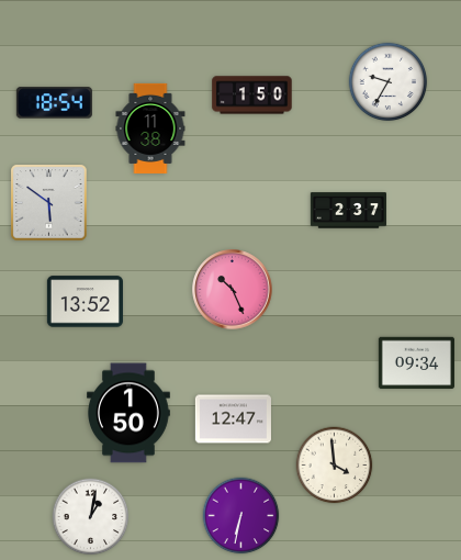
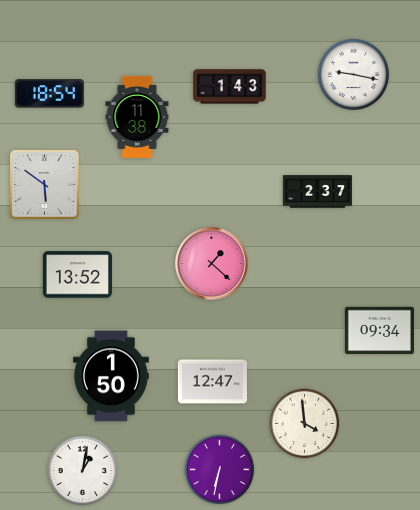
clock at (389, 82): 9:35 -> 9:17
clock at (252, 96): 1:50 -> 1:43
clock at (233, 290): 10:26 -> 1:22
clock at (130, 413) position: (130, 413) -> (112, 376)
